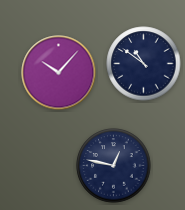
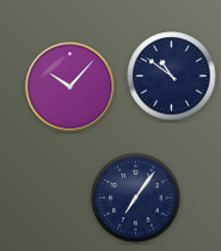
clock at (114, 166): 12:47 -> 7:06
